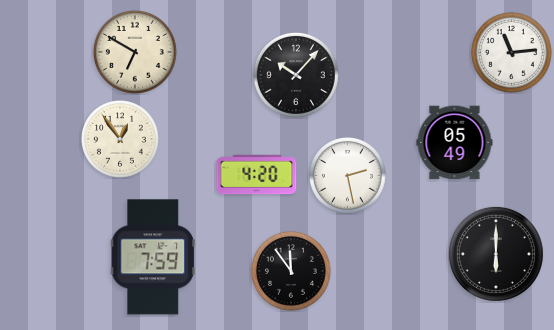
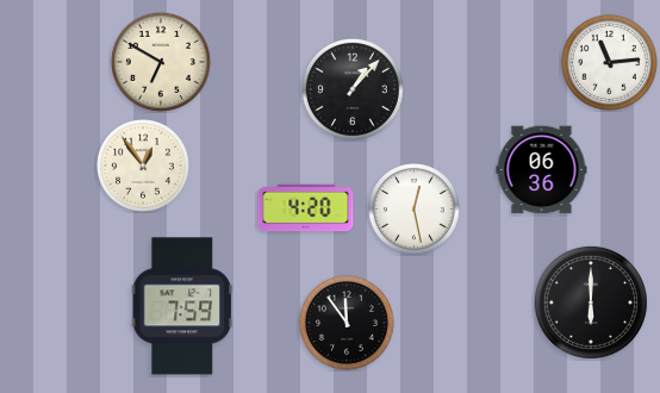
clock at (296, 75): 10:07 -> 1:07
clock at (455, 143): 05:49 -> 06:36
clock at (348, 176): 2:28 -> 12:28
